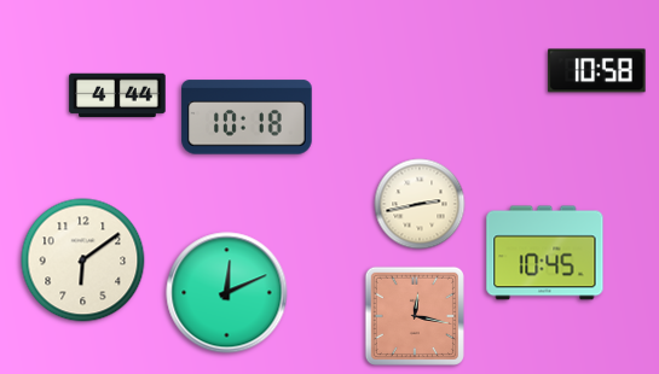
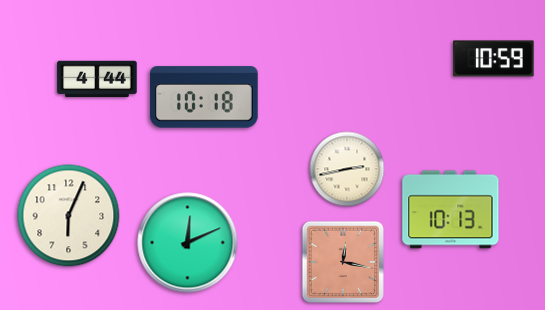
clock at (597, 71): 10:58 -> 10:59
clock at (545, 253): 10:45 -> 10:13
clock at (83, 261): 6:09 -> 6:04
